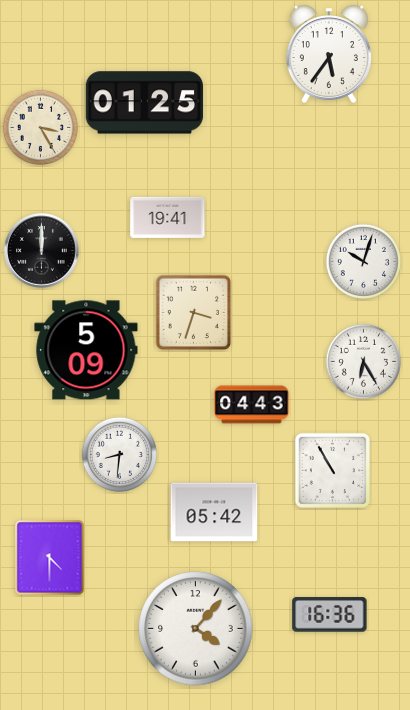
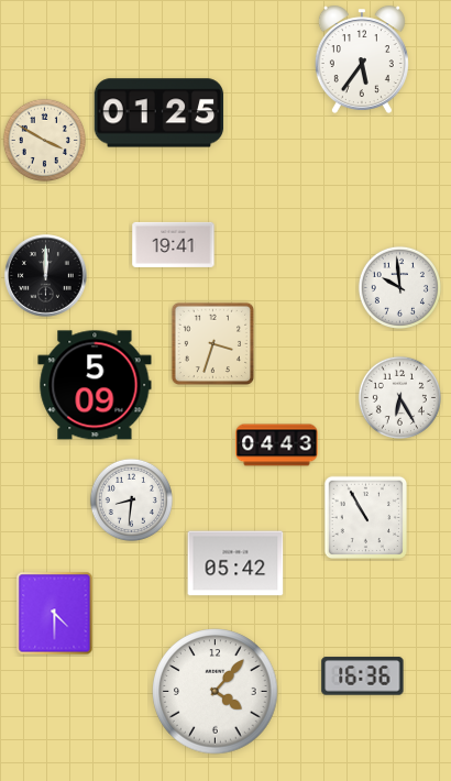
clock at (40, 127): 3:25 -> 3:50
clock at (168, 217) position: (168, 217) -> (174, 244)
clock at (363, 261): 10:03 -> 9:59
